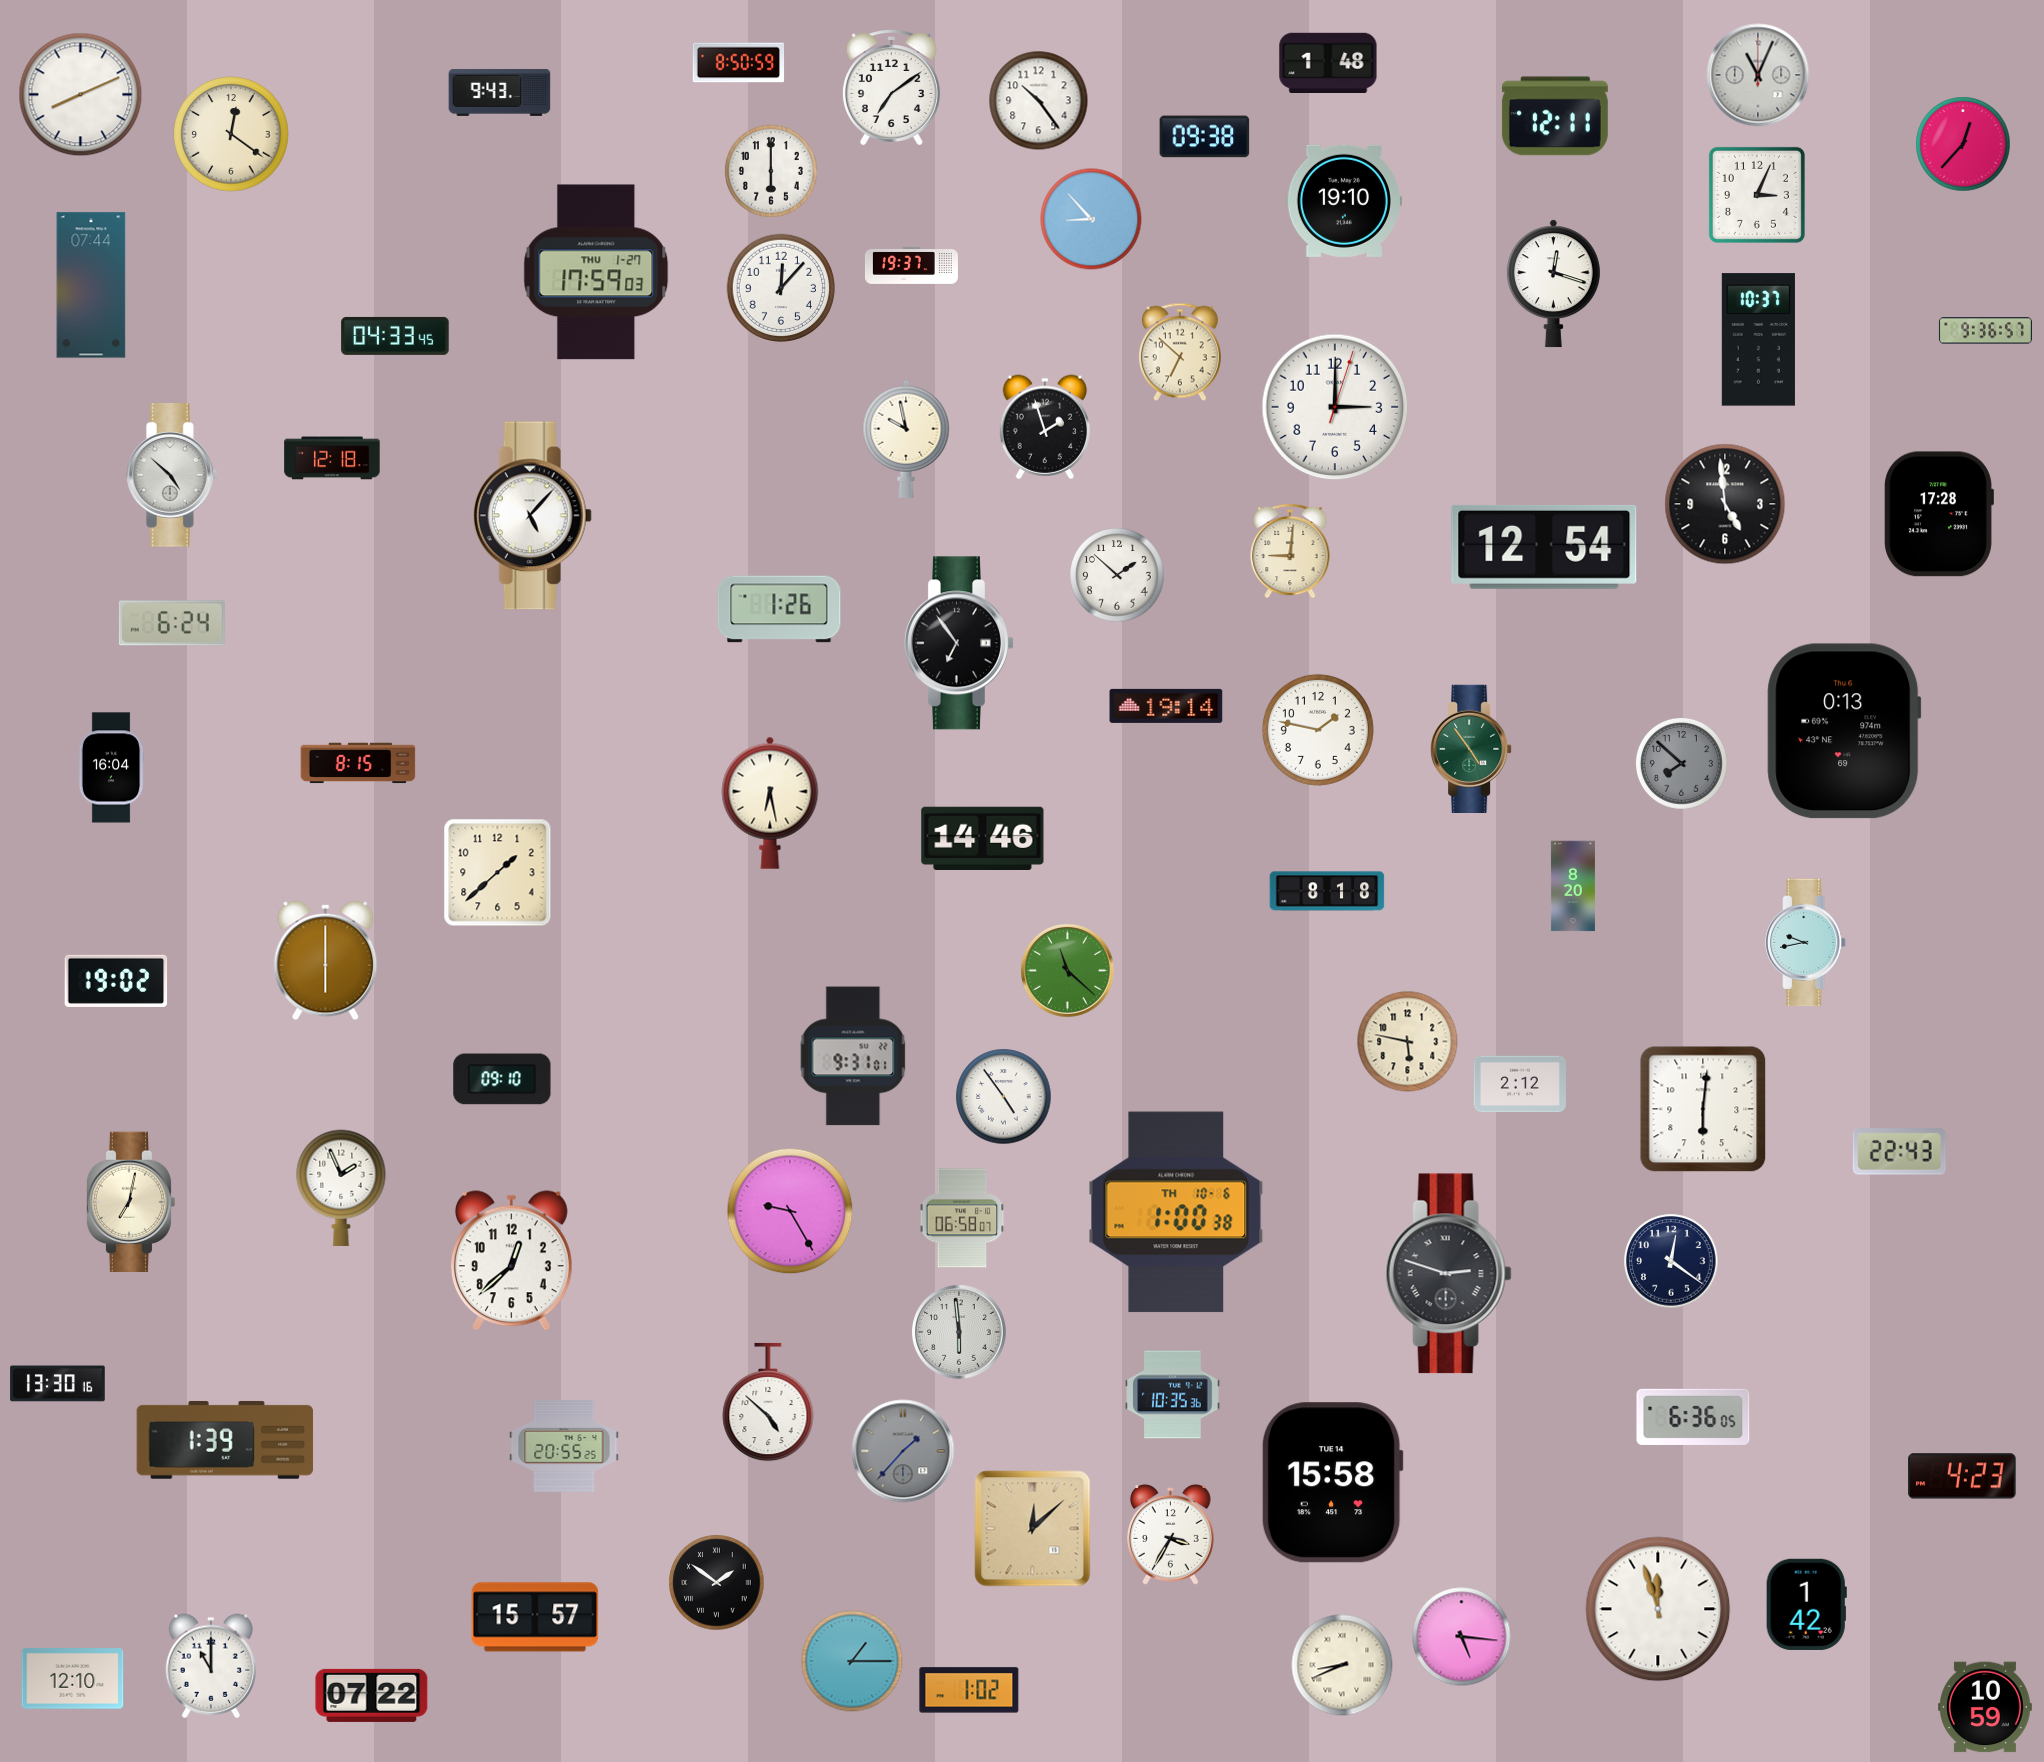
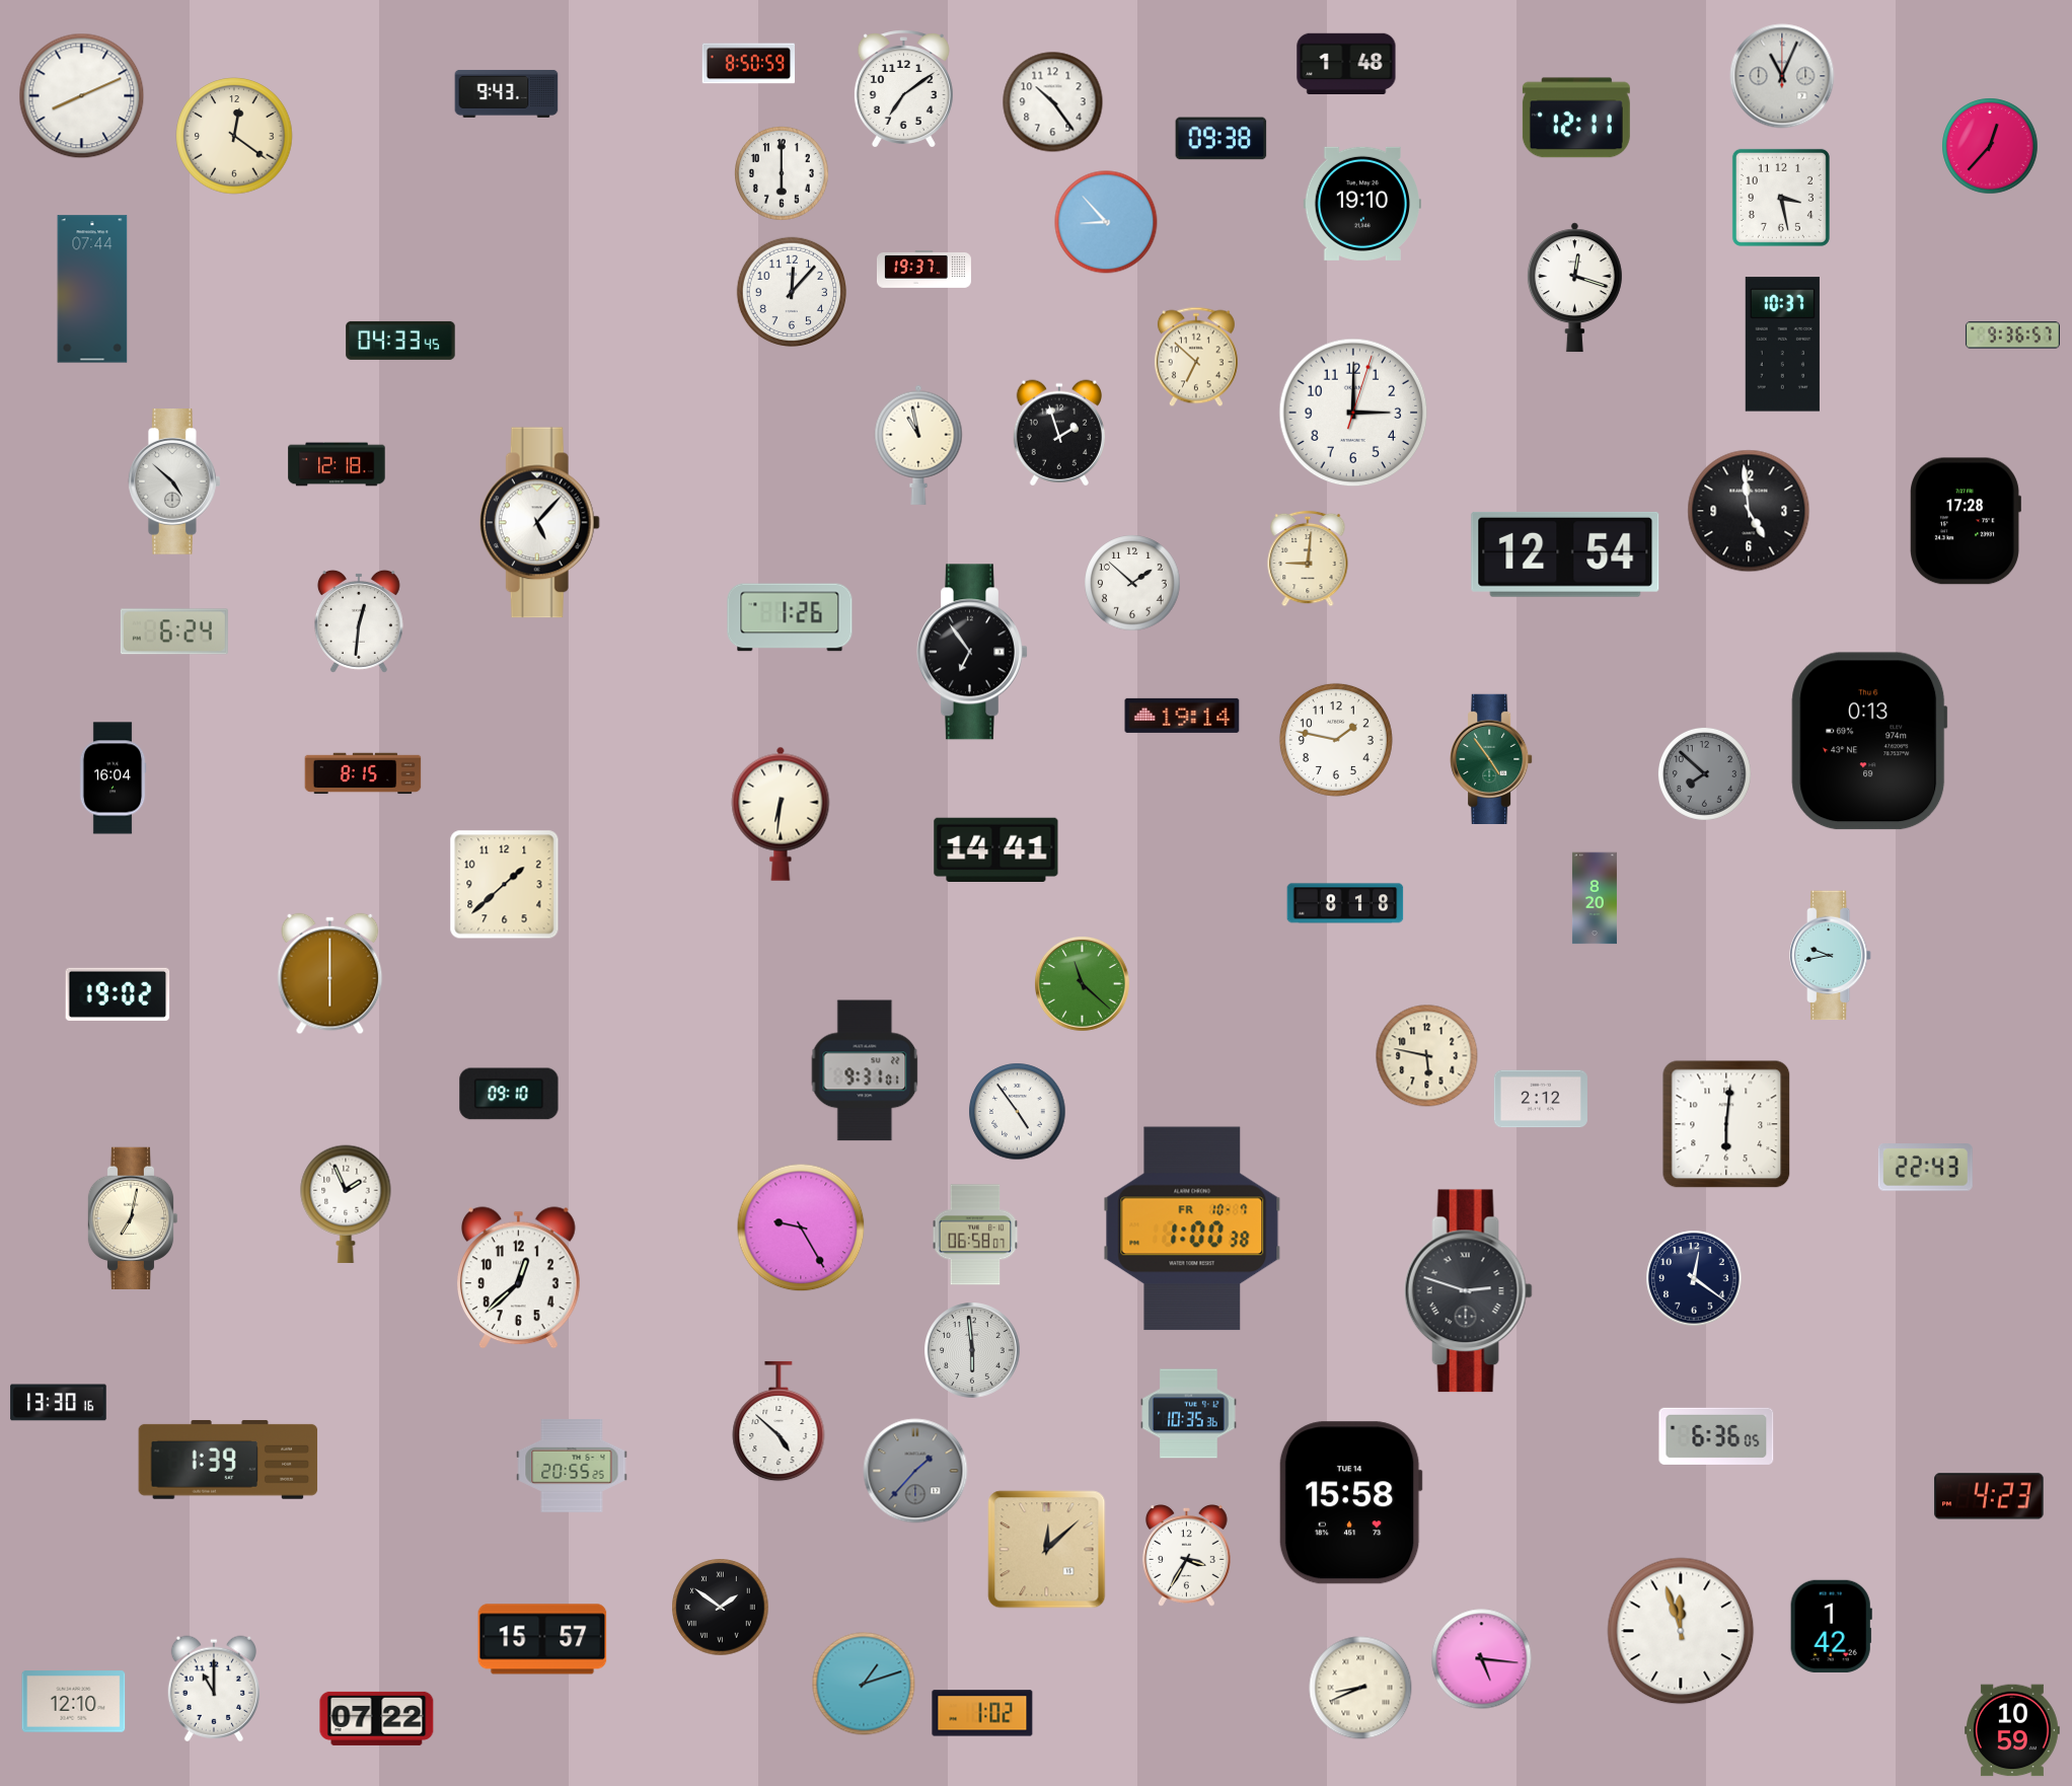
clock at (1757, 195): 3:04 -> 3:28
clock at (596, 272): 17:59 -> none
clock at (906, 439): 9:58 -> 10:58
clock at (359, 621): none -> 12:31
clock at (770, 803): 6:28 -> 6:31
clock at (983, 838): 14:46 -> 14:41
clock at (1176, 1212) date: TH 10-6 -> FR 10-7
clock at (717, 1583) position: (717, 1583) -> (721, 1608)
clock at (852, 1661): 1:15 -> 1:12
